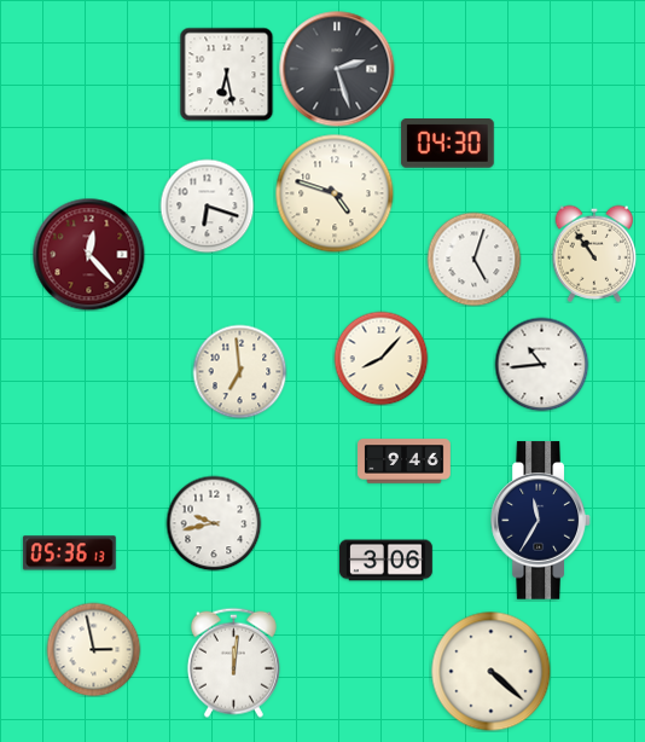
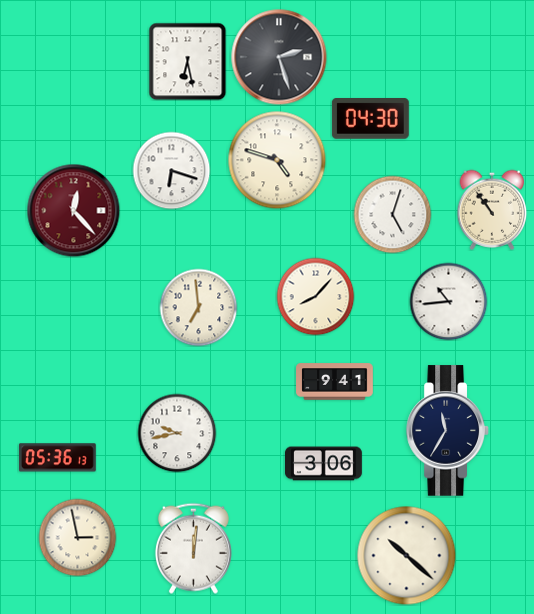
clock at (405, 462): 9:46 -> 9:41
clock at (387, 561) position: (387, 561) -> (324, 464)
clock at (492, 672): 4:22 -> 10:22
